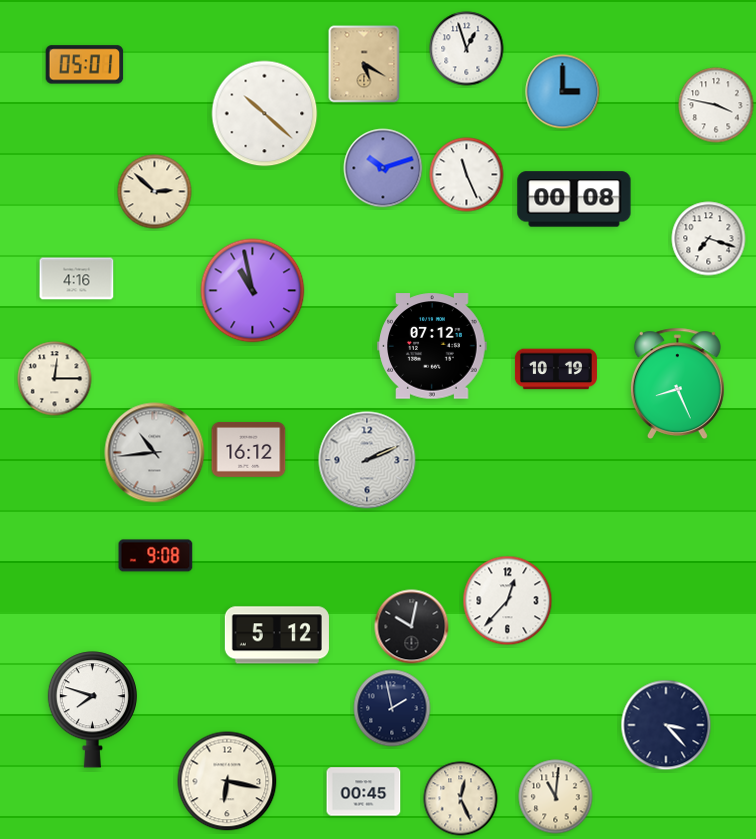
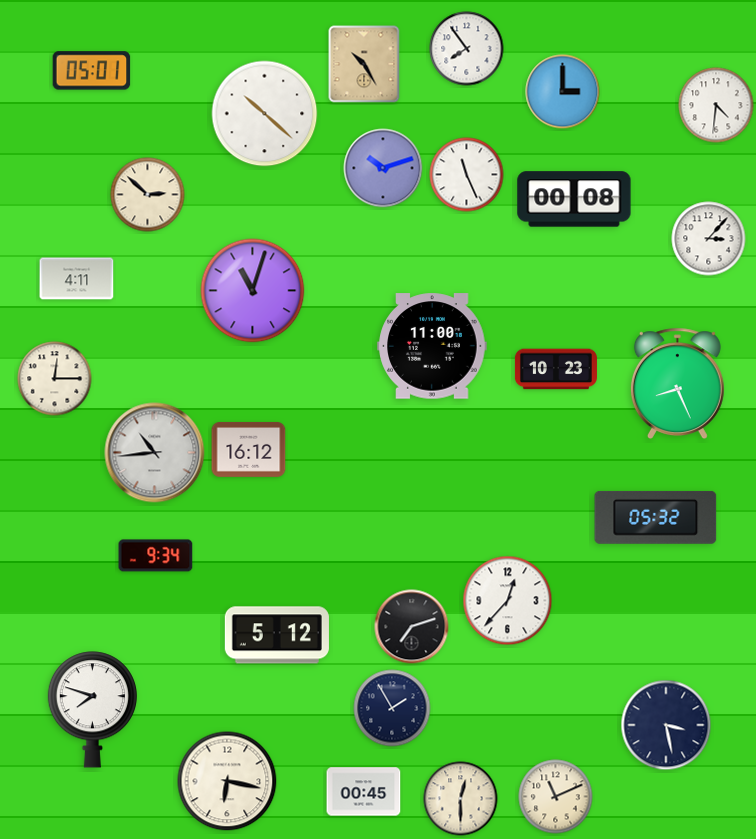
clock at (467, 49): 12:57 -> 7:54
clock at (364, 64): 5:20 -> 10:25
clock at (85, 65) position: (85, 65) -> (92, 71)
clock at (716, 105): 3:47 -> 4:31
clock at (155, 192) position: (155, 192) -> (148, 195)
clock at (709, 239): 7:18 -> 3:07
clock at (77, 279): 4:16 -> 4:11
clock at (253, 291): 10:58 -> 11:03
clock at (432, 346): 07:12 -> 11:00
clock at (556, 369): 10:19 -> 10:23
clock at (367, 460): 2:11 -> none
clock at (656, 517): none -> 05:32
clock at (156, 556): 9:08 -> 9:34
clock at (412, 627): 10:02 -> 7:12
clock at (392, 708): 1:58 -> 1:55
clock at (666, 725): 3:23 -> 3:28
clock at (556, 797): 11:01 -> 11:11
clock at (461, 799): 12:26 -> 12:30
